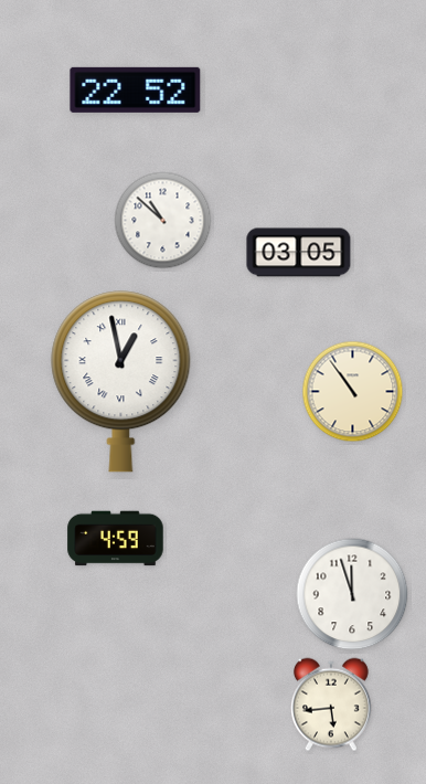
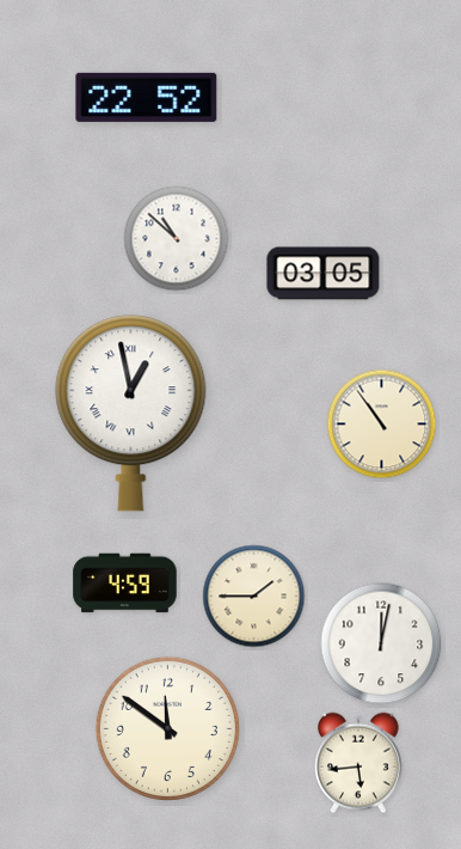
clock at (254, 597): none -> 1:45
clock at (352, 594): 11:57 -> 12:02
clock at (167, 728): none -> 11:51
